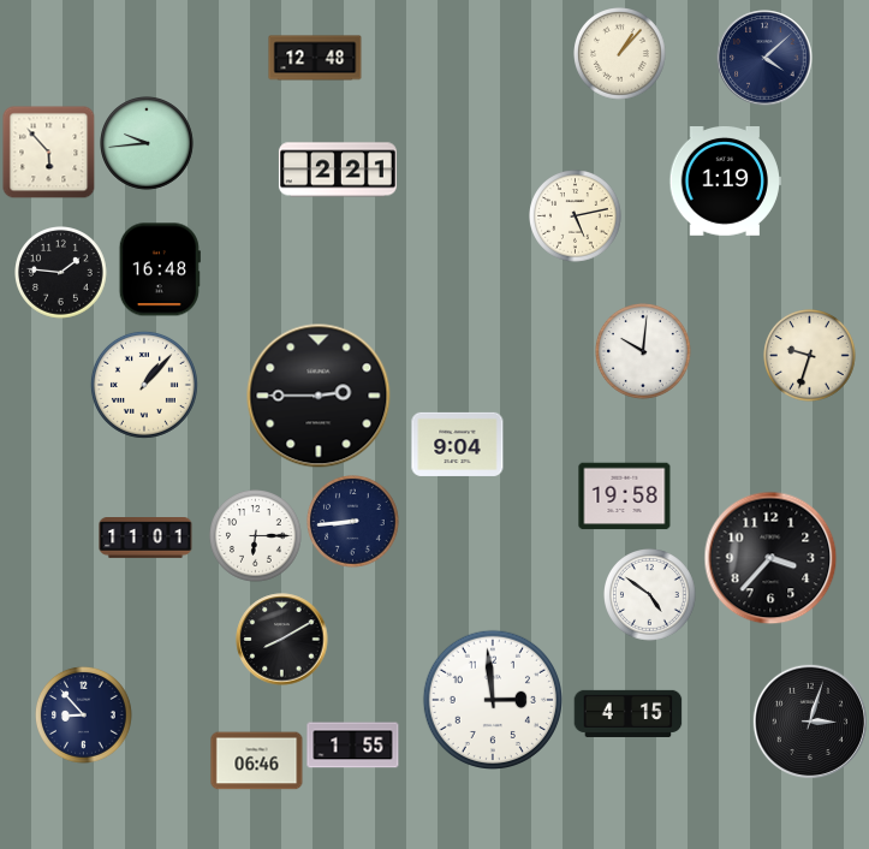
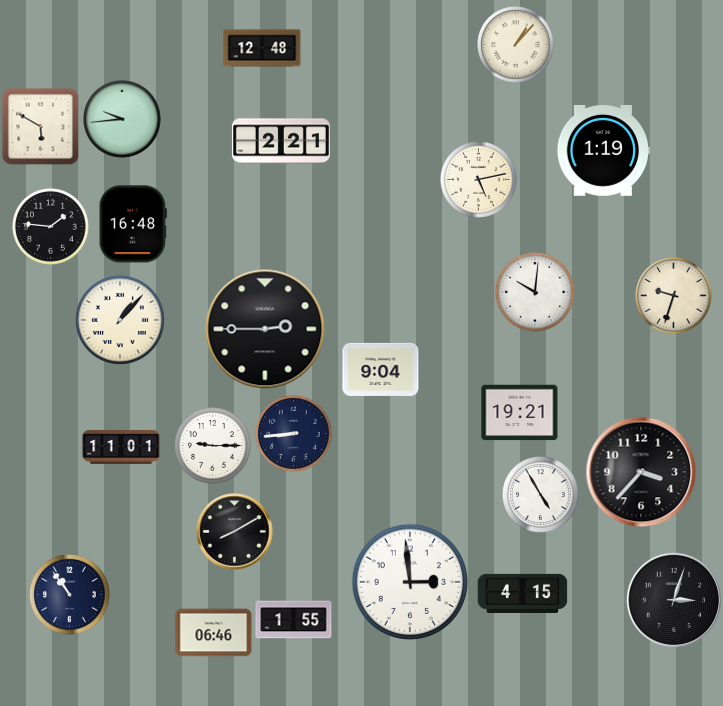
clock at (764, 58): 4:08 -> none
clock at (48, 152): 5:53 -> 5:50
clock at (625, 497): 19:58 -> 19:21
clock at (256, 536): 6:15 -> 9:15
clock at (770, 558) position: (770, 558) -> (641, 472)
clock at (650, 595): 4:51 -> 4:55
clock at (84, 716): 8:53 -> 10:54
